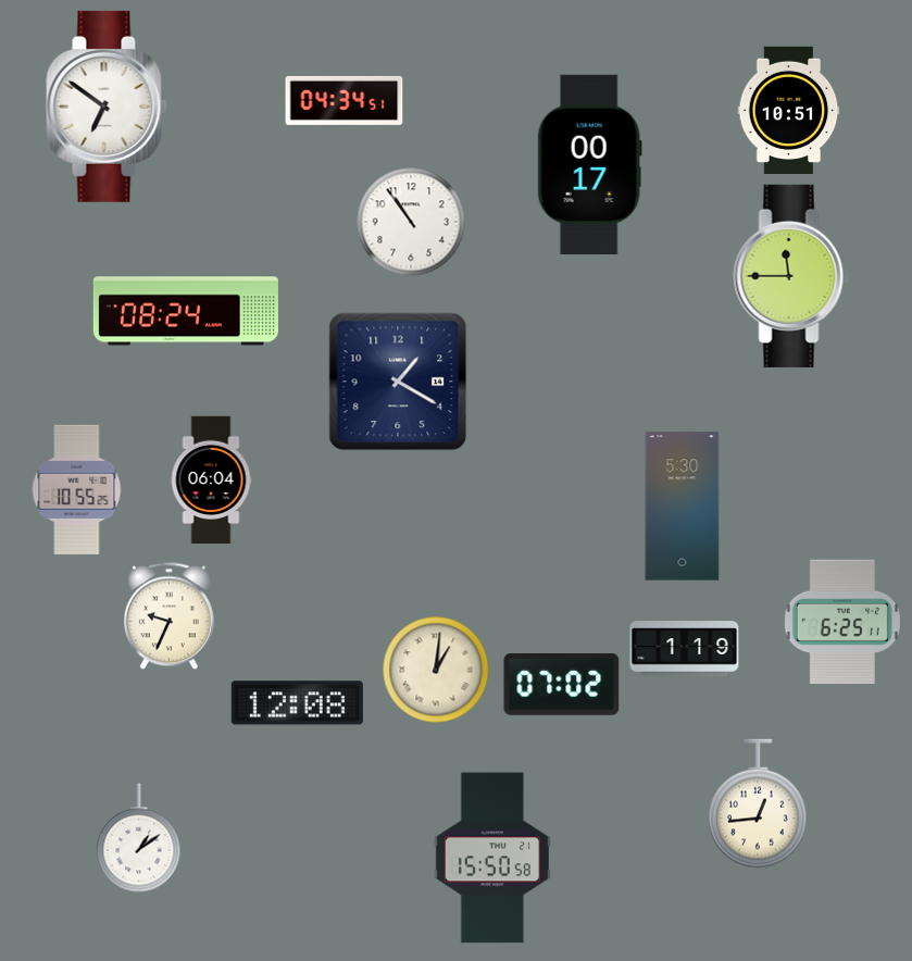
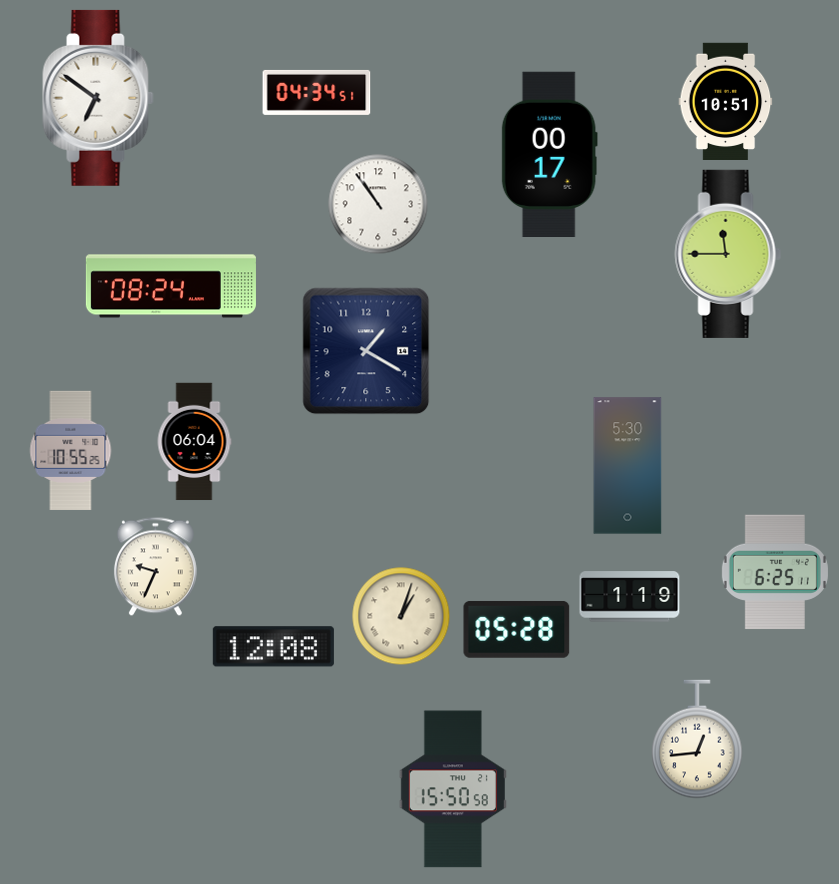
clock at (589, 164) position: (589, 164) -> (549, 154)
clock at (436, 670): 1:01 -> 1:03
clock at (562, 684): 07:02 -> 05:28
clock at (139, 838): 1:09 -> none
